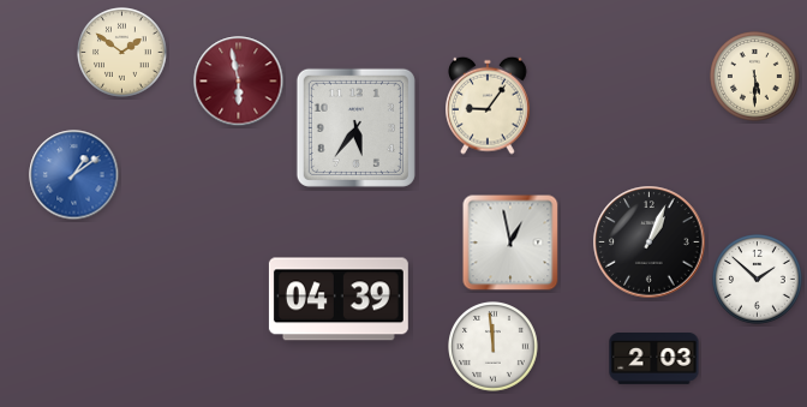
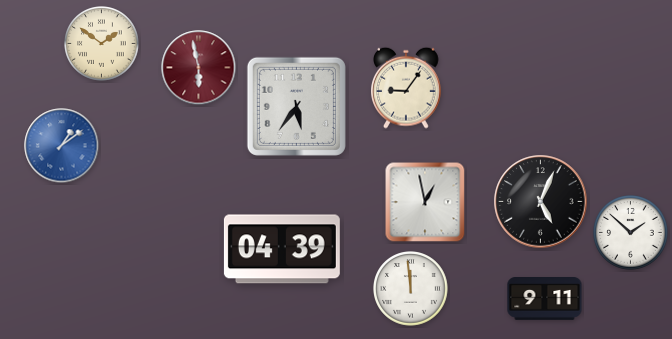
clock at (755, 77): 5:30 -> none
clock at (650, 243): 1:04 -> 5:04
clock at (654, 359): 2:03 -> 9:11
